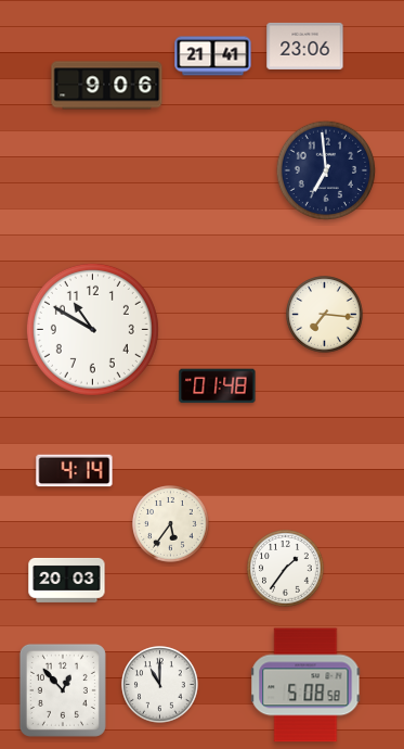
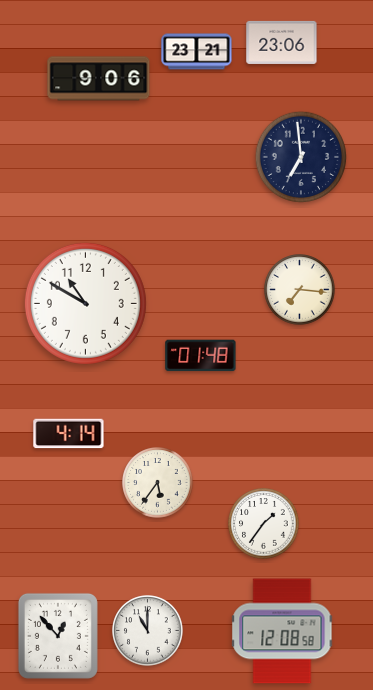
clock at (213, 56): 21:41 -> 23:21
clock at (67, 580): 20:03 -> none
clock at (305, 685): 5:08 -> 12:08
